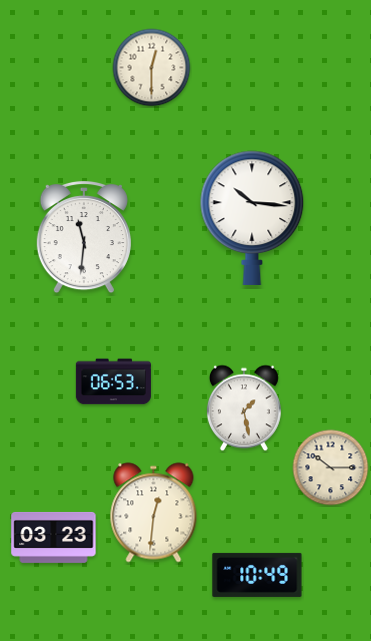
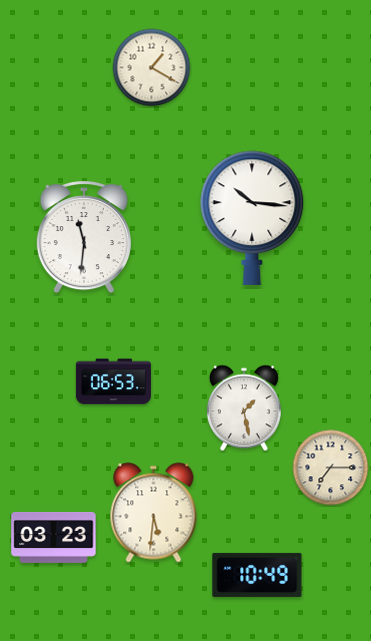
clock at (152, 68): 12:30 -> 1:20
clock at (331, 468): 10:15 -> 7:15
clock at (154, 513): 12:31 -> 5:31
